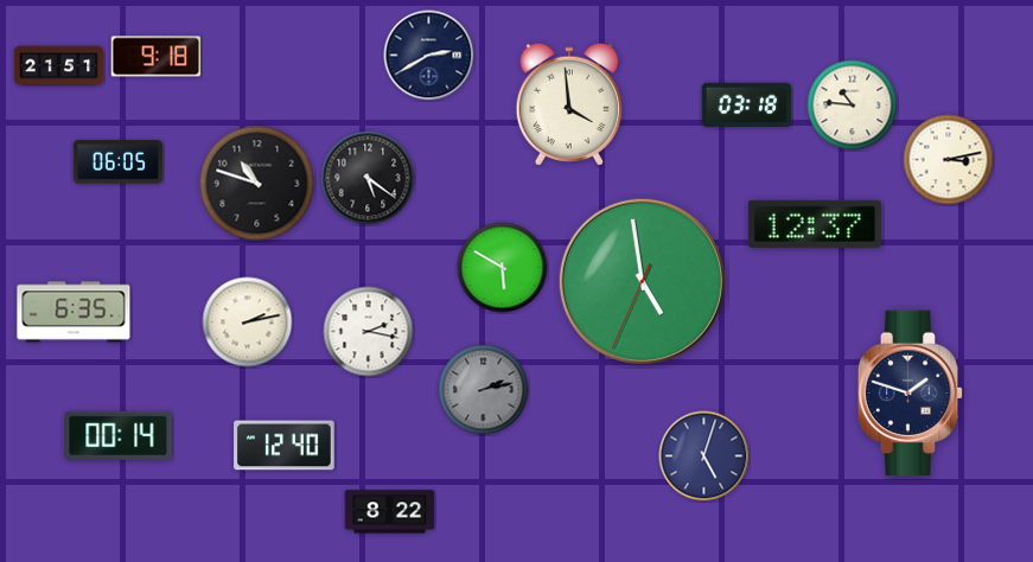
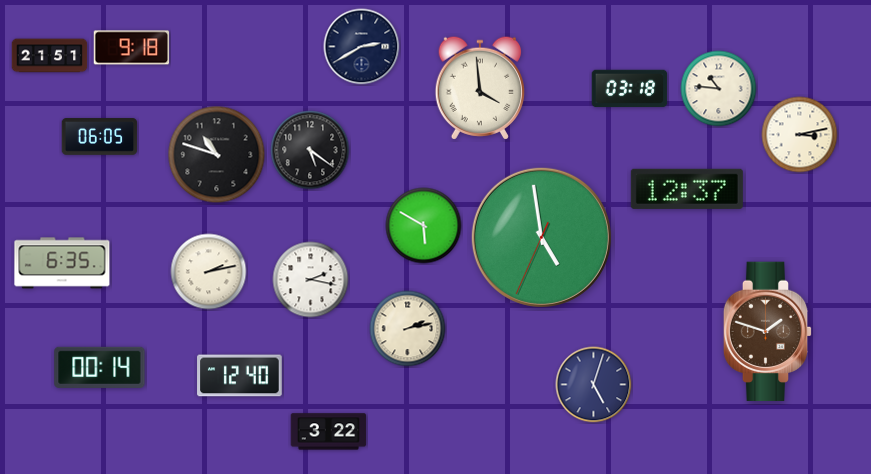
clock at (484, 390) dial: grey -> cream
clock at (911, 394) dial: navy -> brown
clock at (390, 512): 8:22 -> 3:22
